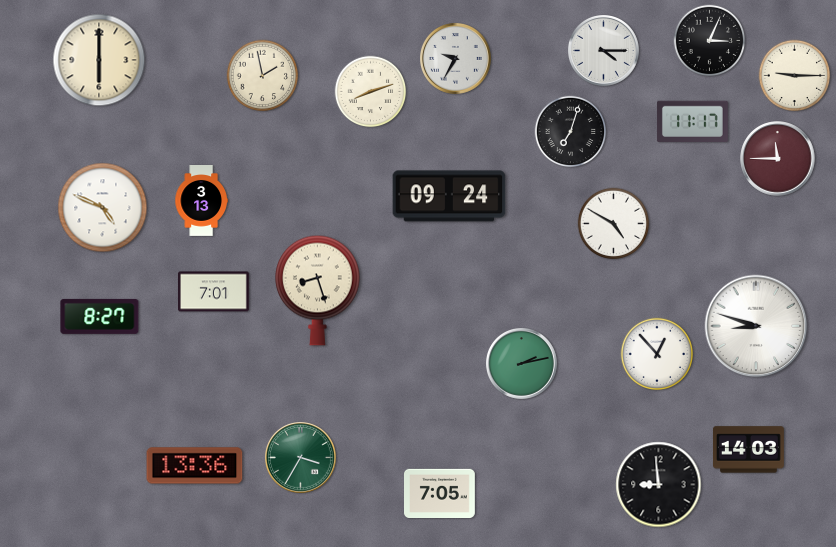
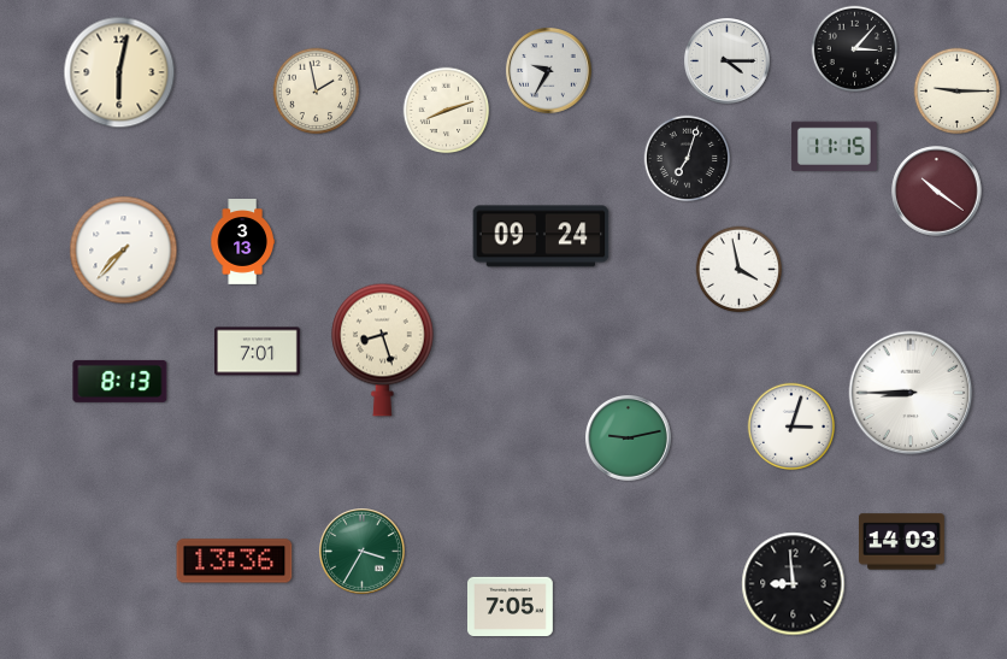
clock at (710, 41): 3:04 -> 3:07
clock at (99, 60): 6:00 -> 6:02
clock at (692, 121): 11:17 -> 11:15
clock at (778, 159): 11:45 -> 10:21
clock at (103, 208): 4:49 -> 7:37
clock at (614, 224): 4:50 -> 3:58
clock at (100, 316): 8:27 -> 8:13
clock at (756, 326): 8:48 -> 8:45
clock at (657, 354): 12:53 -> 3:03
clock at (522, 364): 2:13 -> 9:13
clock at (440, 494) position: (440, 494) -> (511, 607)
